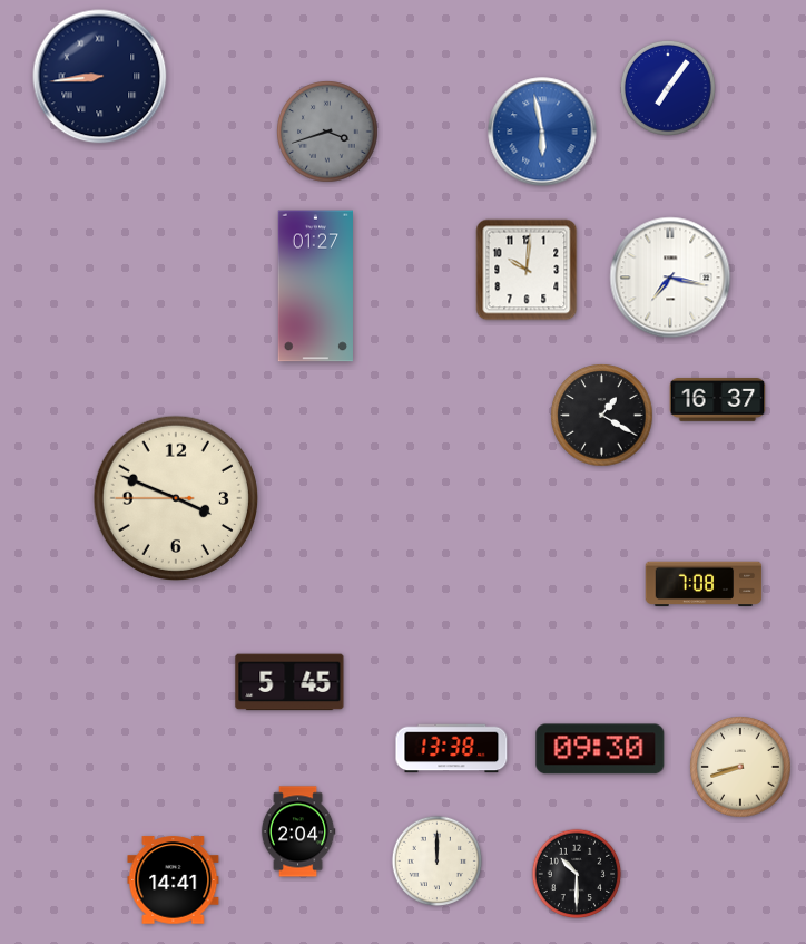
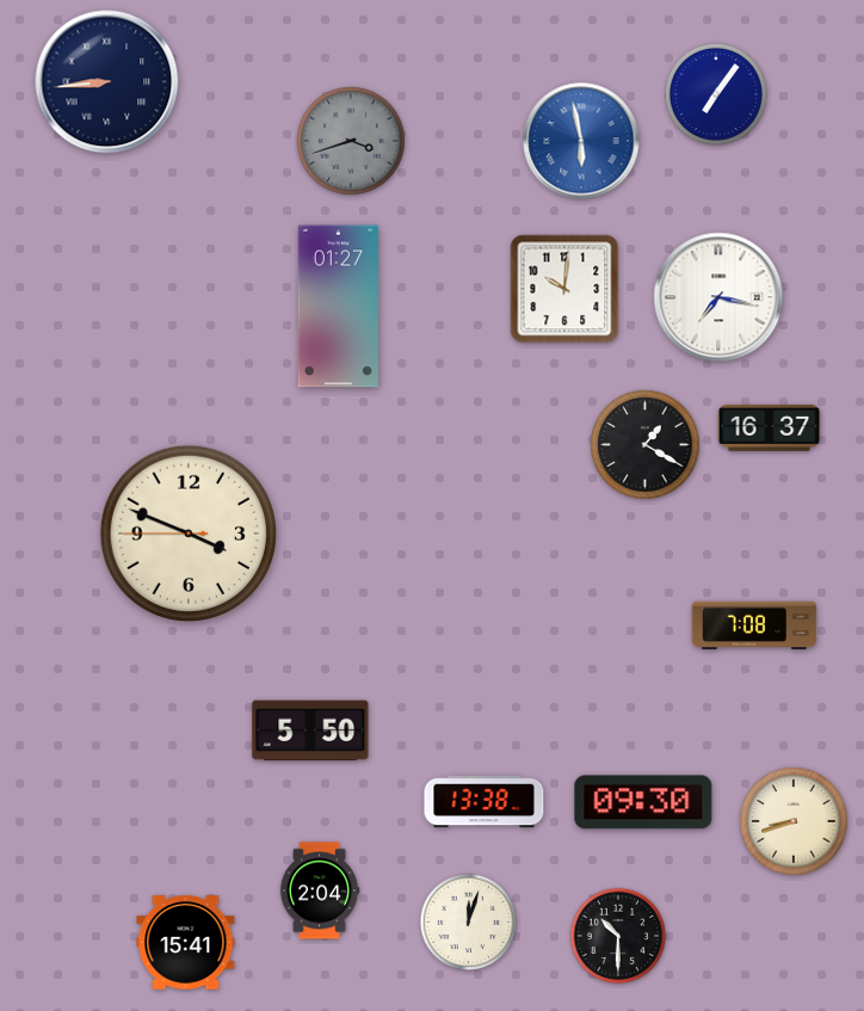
clock at (289, 682): 5:45 -> 5:50
clock at (438, 862): 12:00 -> 12:03
clock at (174, 880): 14:41 -> 15:41
